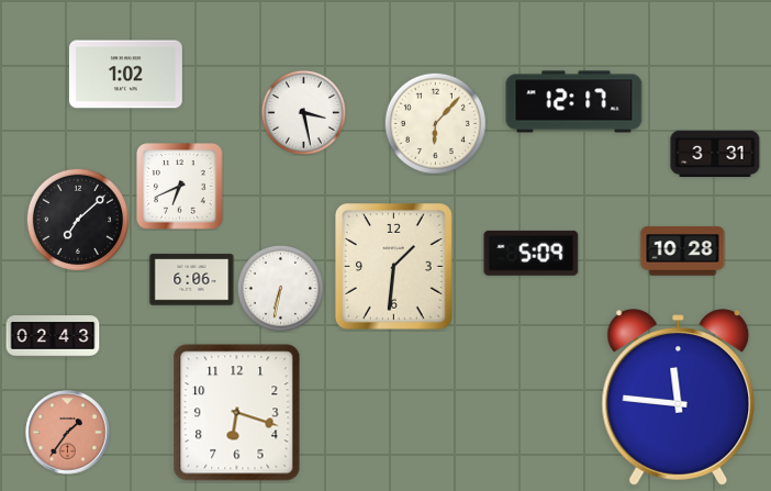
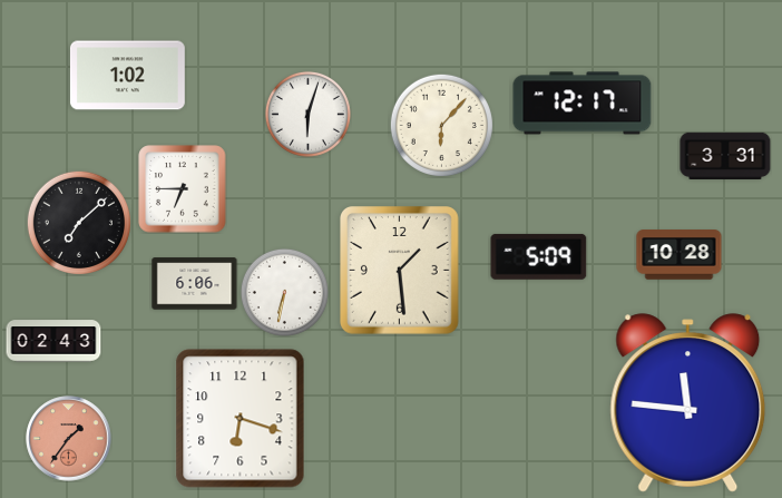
clock at (303, 112): 3:28 -> 6:03
clock at (180, 187): 6:41 -> 6:45
clock at (683, 252) position: (683, 252) -> (680, 255)
clock at (394, 267): 1:31 -> 1:29
